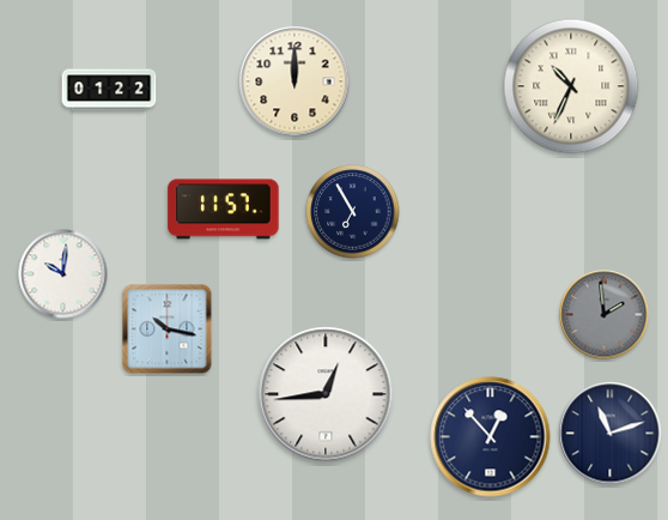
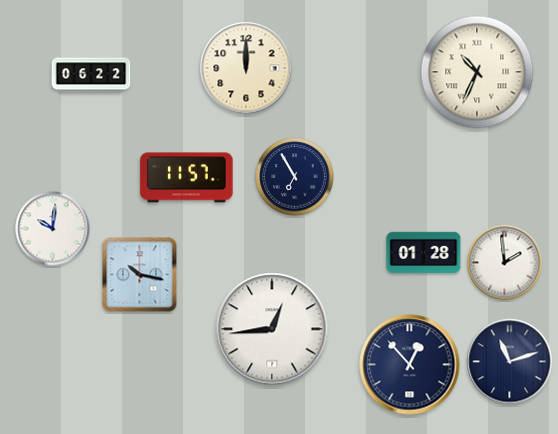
clock at (109, 90): 01:22 -> 06:22
clock at (224, 210) position: (224, 210) -> (187, 178)
clock at (424, 253): none -> 01:28
clock at (605, 315) dial: grey -> white
